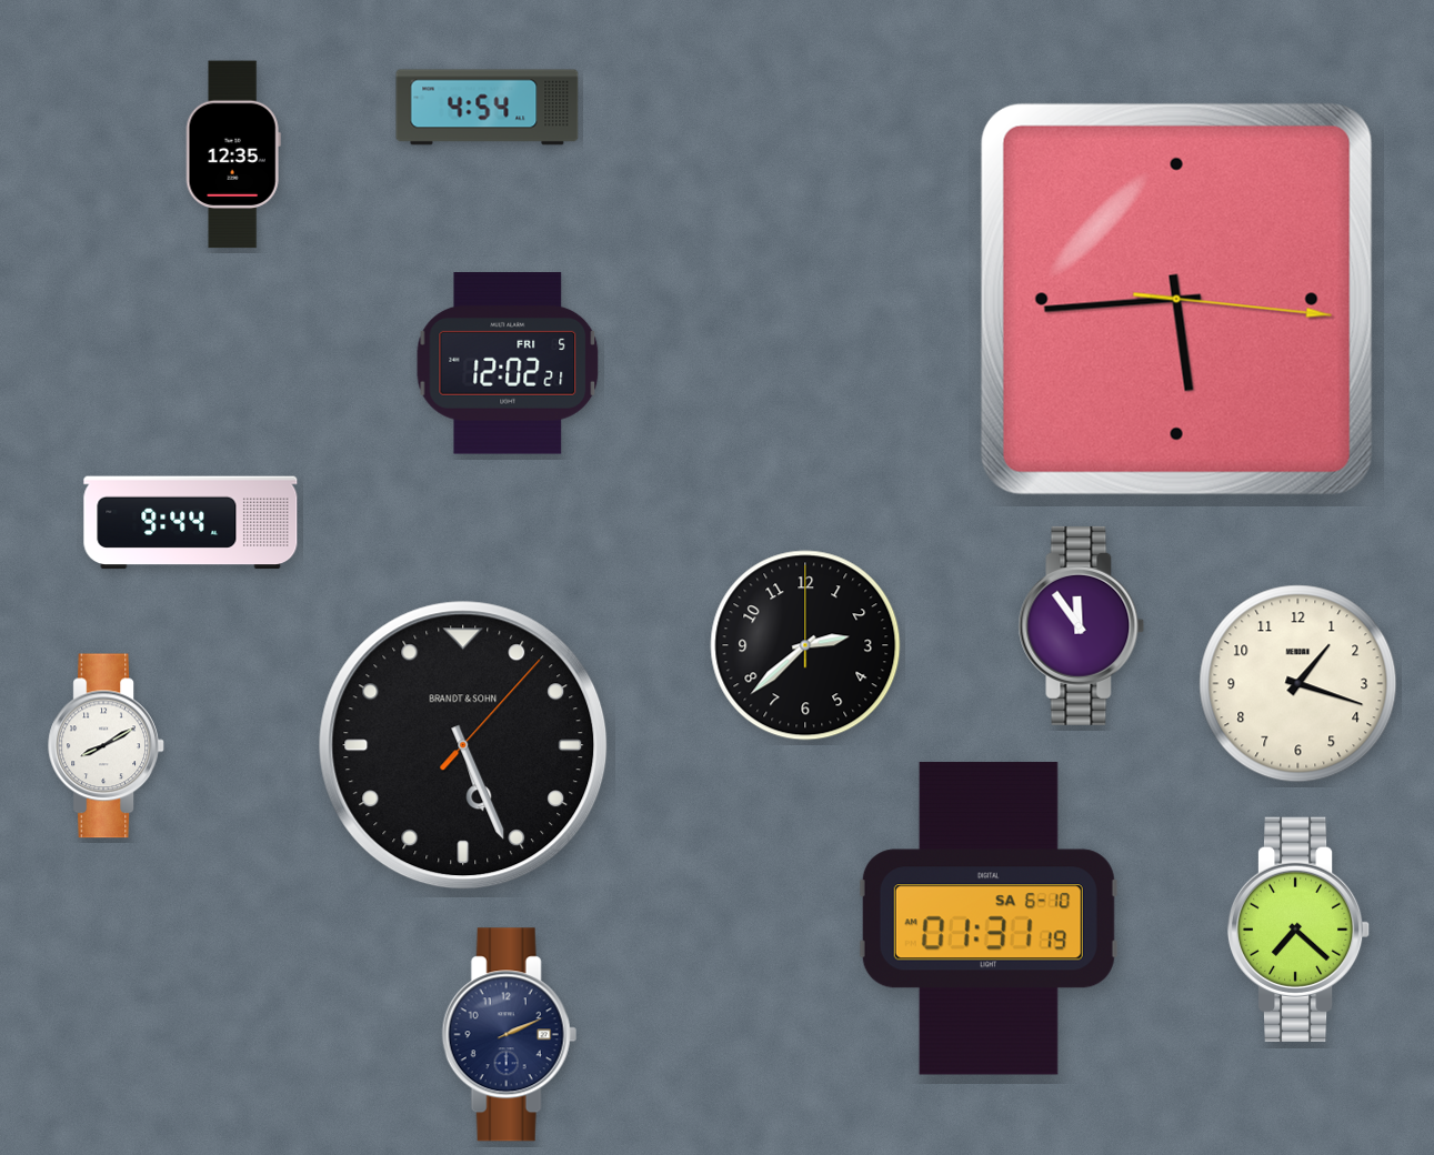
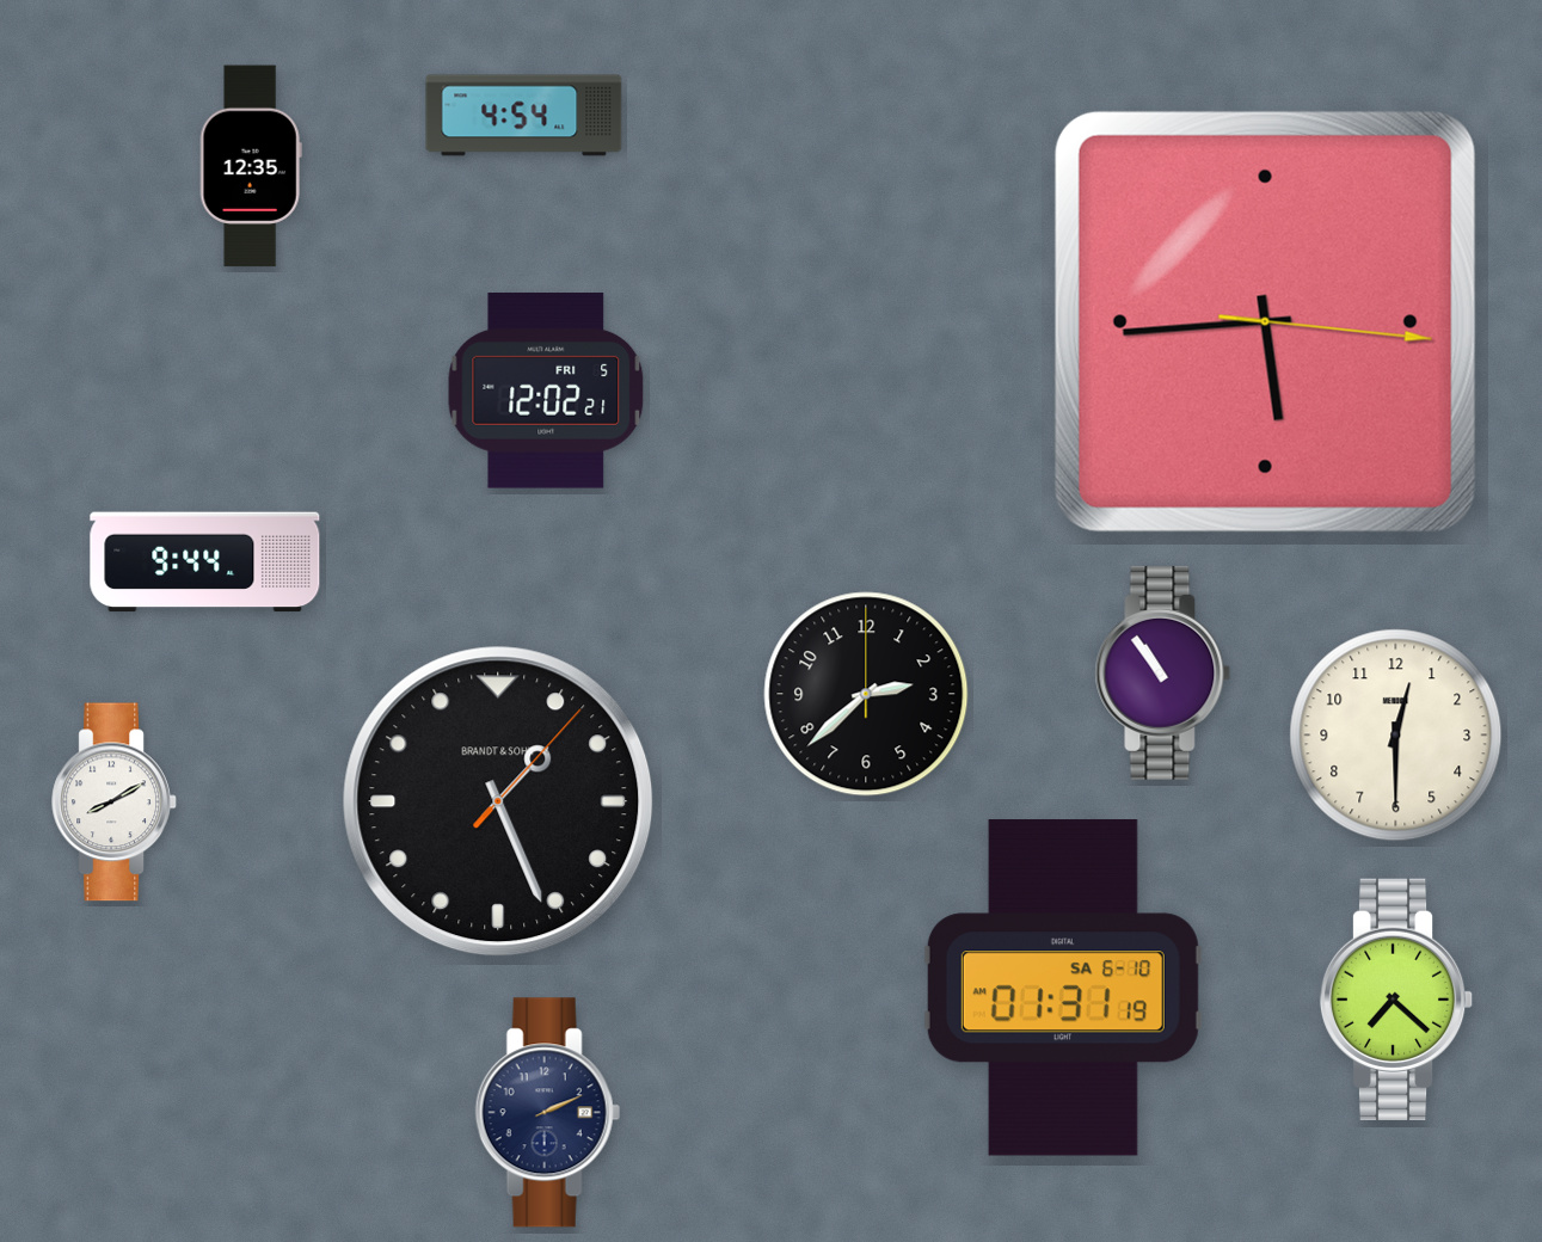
clock at (1082, 625): 11:54 -> 10:54
clock at (1298, 684): 1:18 -> 12:30
clock at (463, 745): 5:26 -> 1:26
